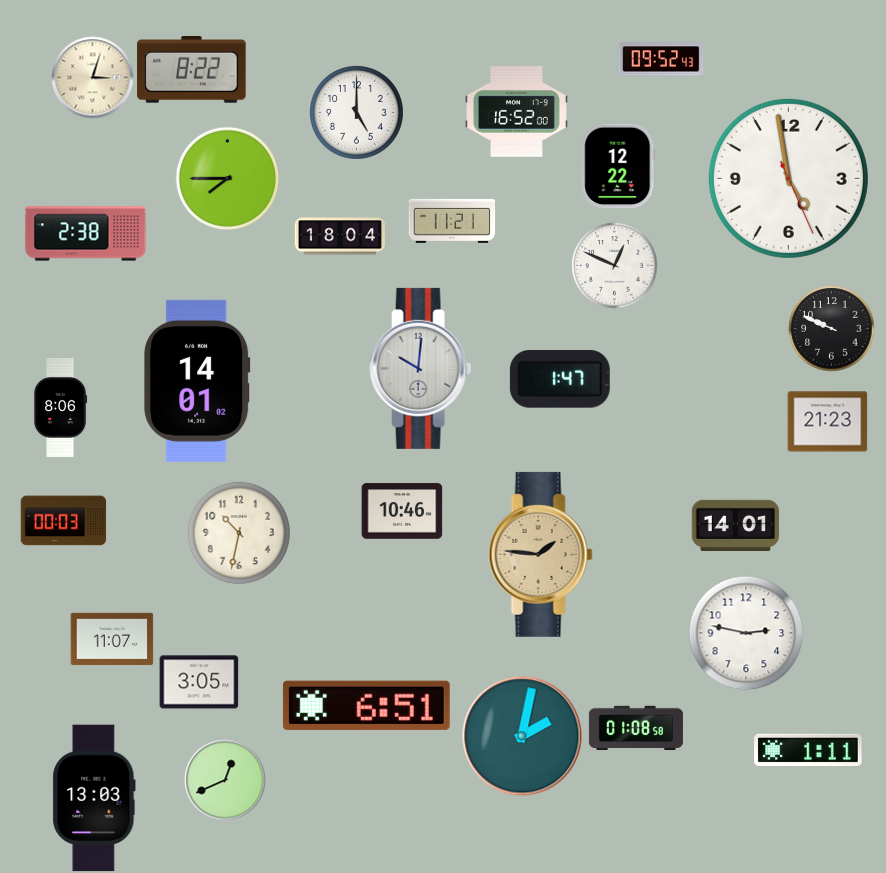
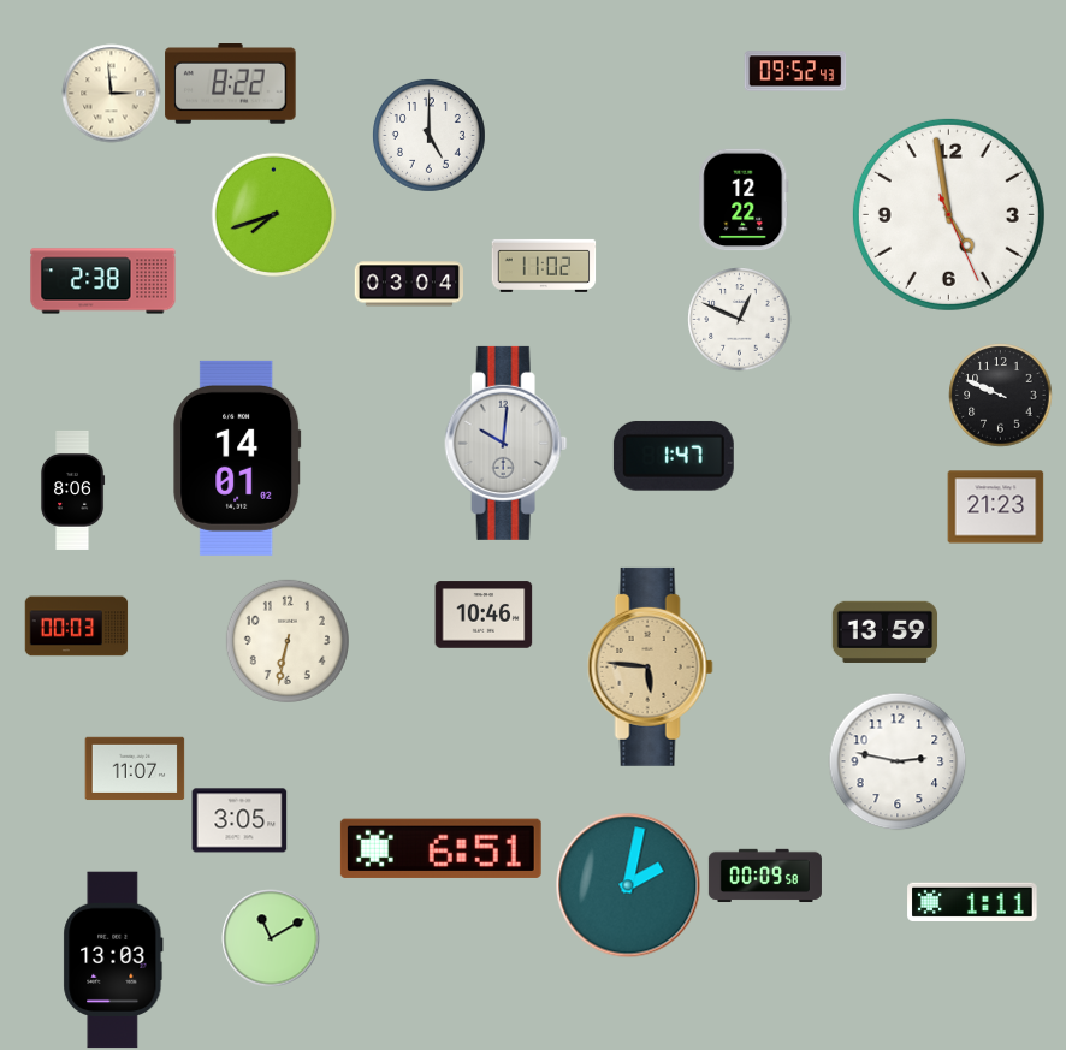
clock at (92, 77): 3:03 -> 2:59
clock at (517, 112): 16:52 -> none
clock at (227, 178): 7:45 -> 7:42
clock at (452, 221): 11:21 -> 11:02
clock at (339, 236): 18:04 -> 03:04
clock at (735, 525): 14:01 -> 13:59
clock at (239, 533): 10:32 -> 6:32
clock at (540, 554): 1:46 -> 5:46
clock at (636, 728): 01:08 -> 00:09
clock at (225, 780): 12:41 -> 11:10
